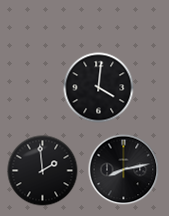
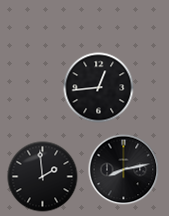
clock at (99, 88): 4:01 -> 12:44
clock at (43, 171) position: (43, 171) -> (43, 177)
